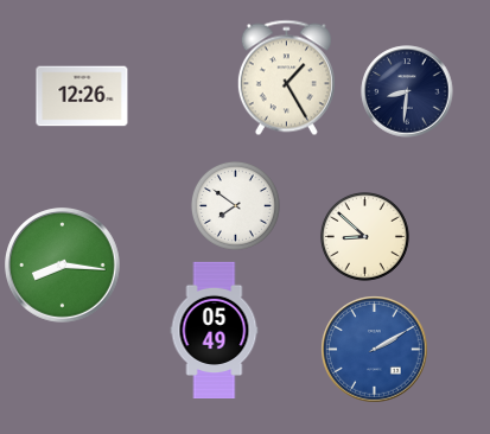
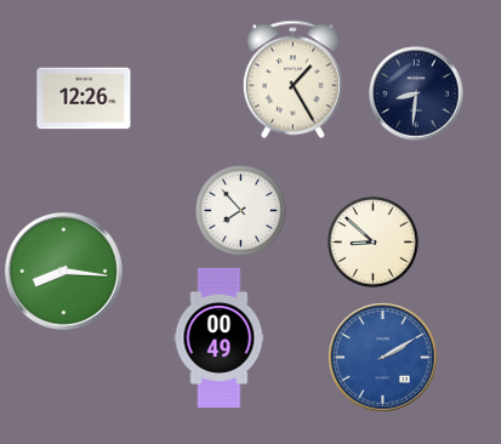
clock at (235, 205): 7:51 -> 7:53
clock at (215, 330): 05:49 -> 00:49
